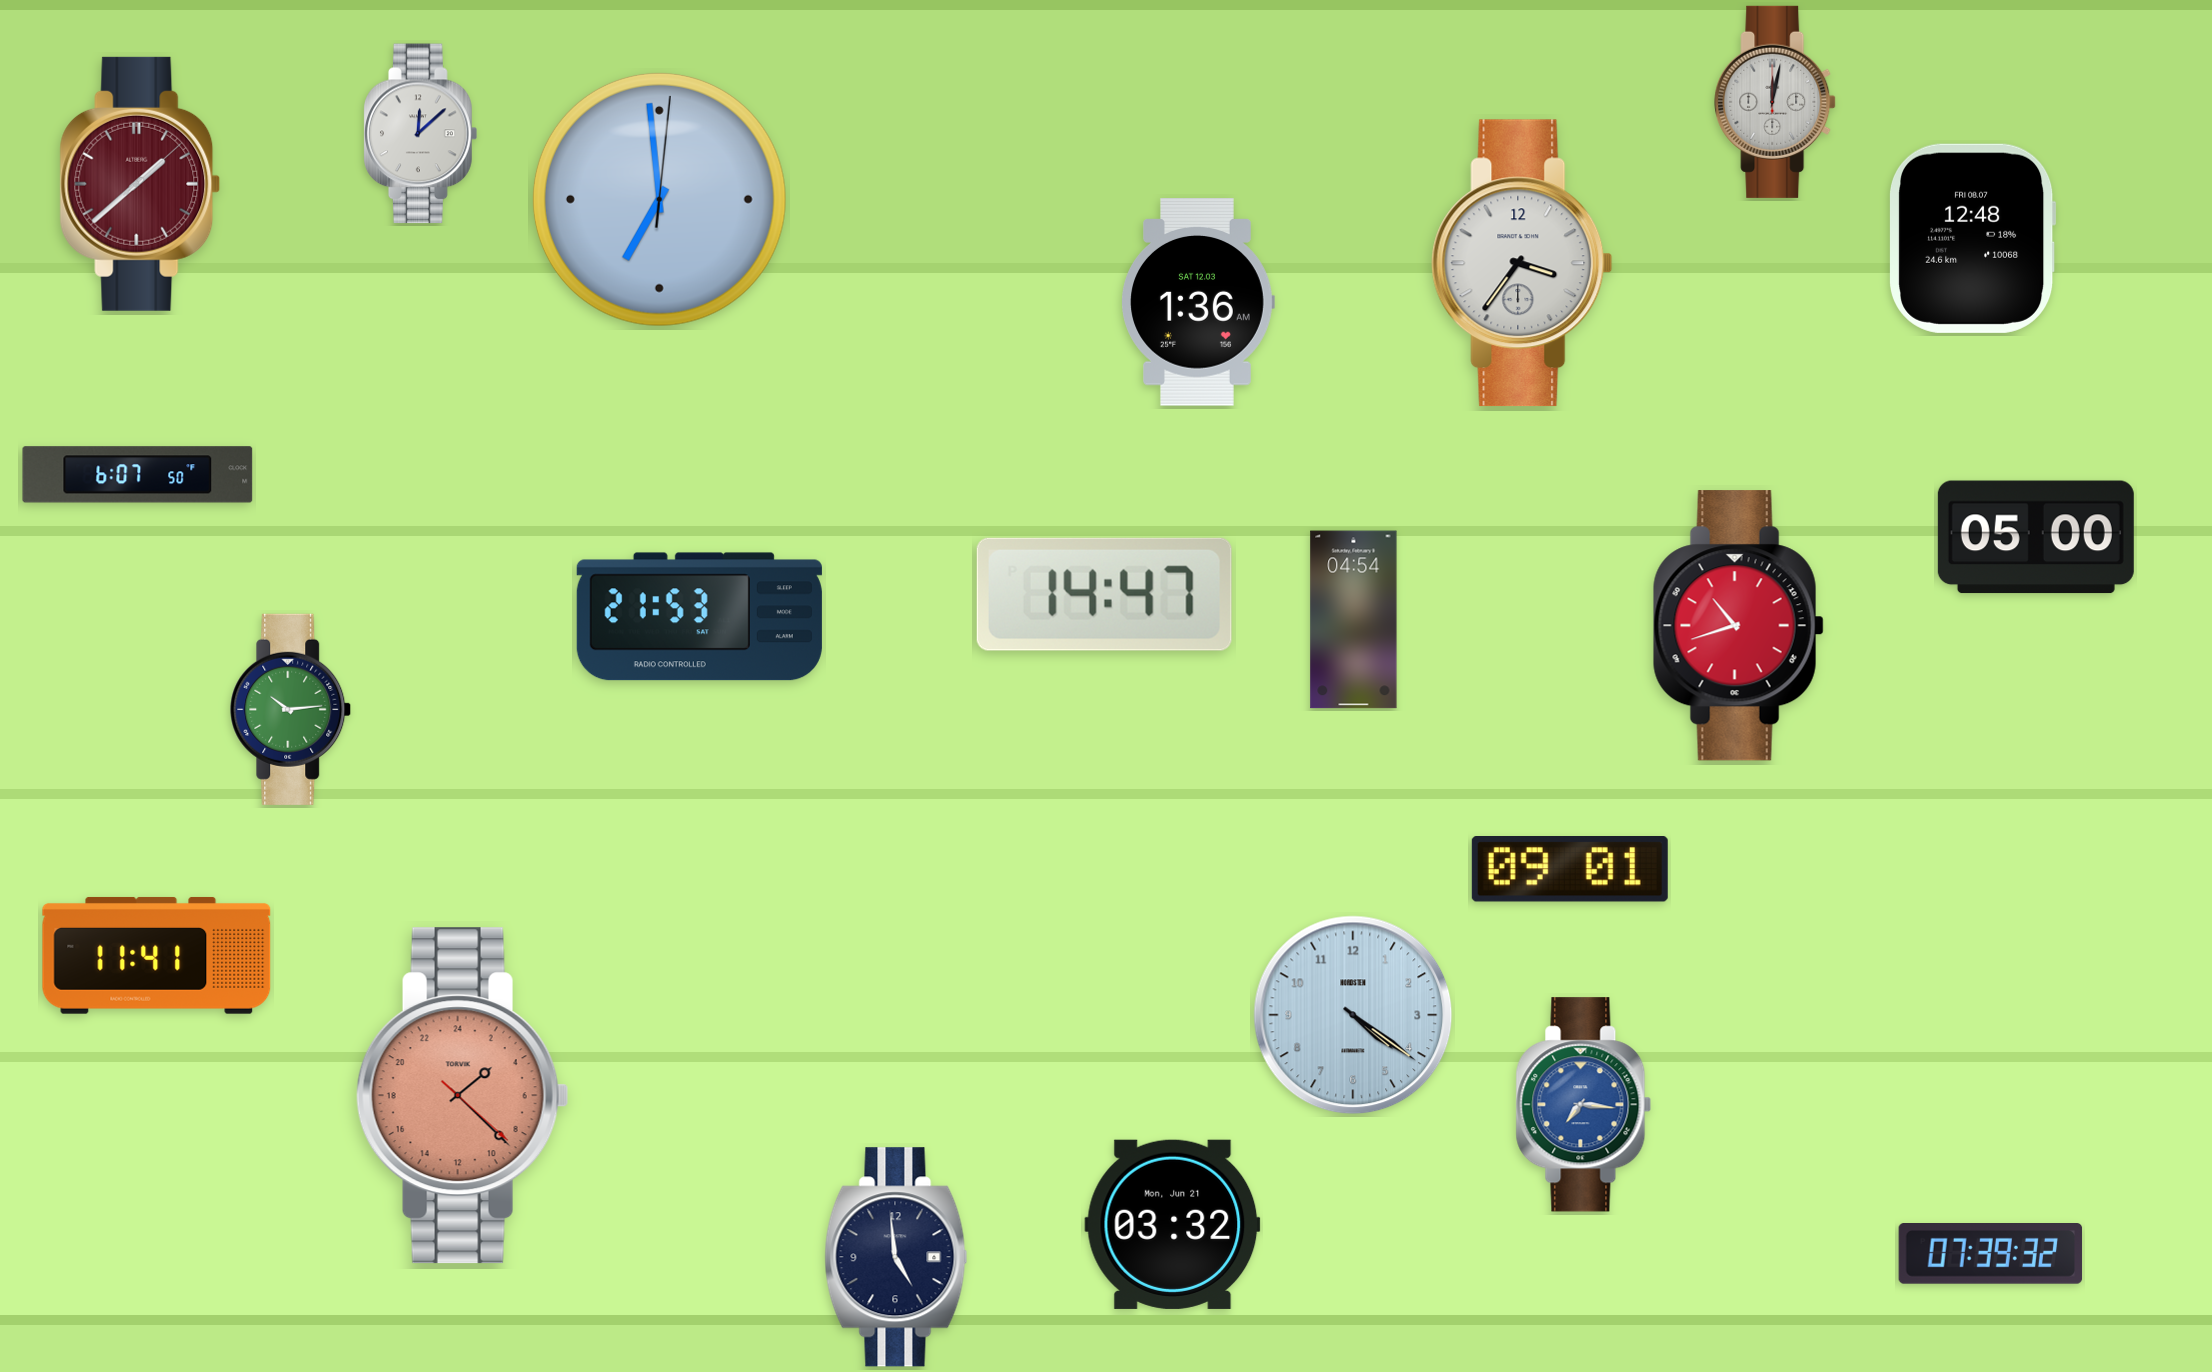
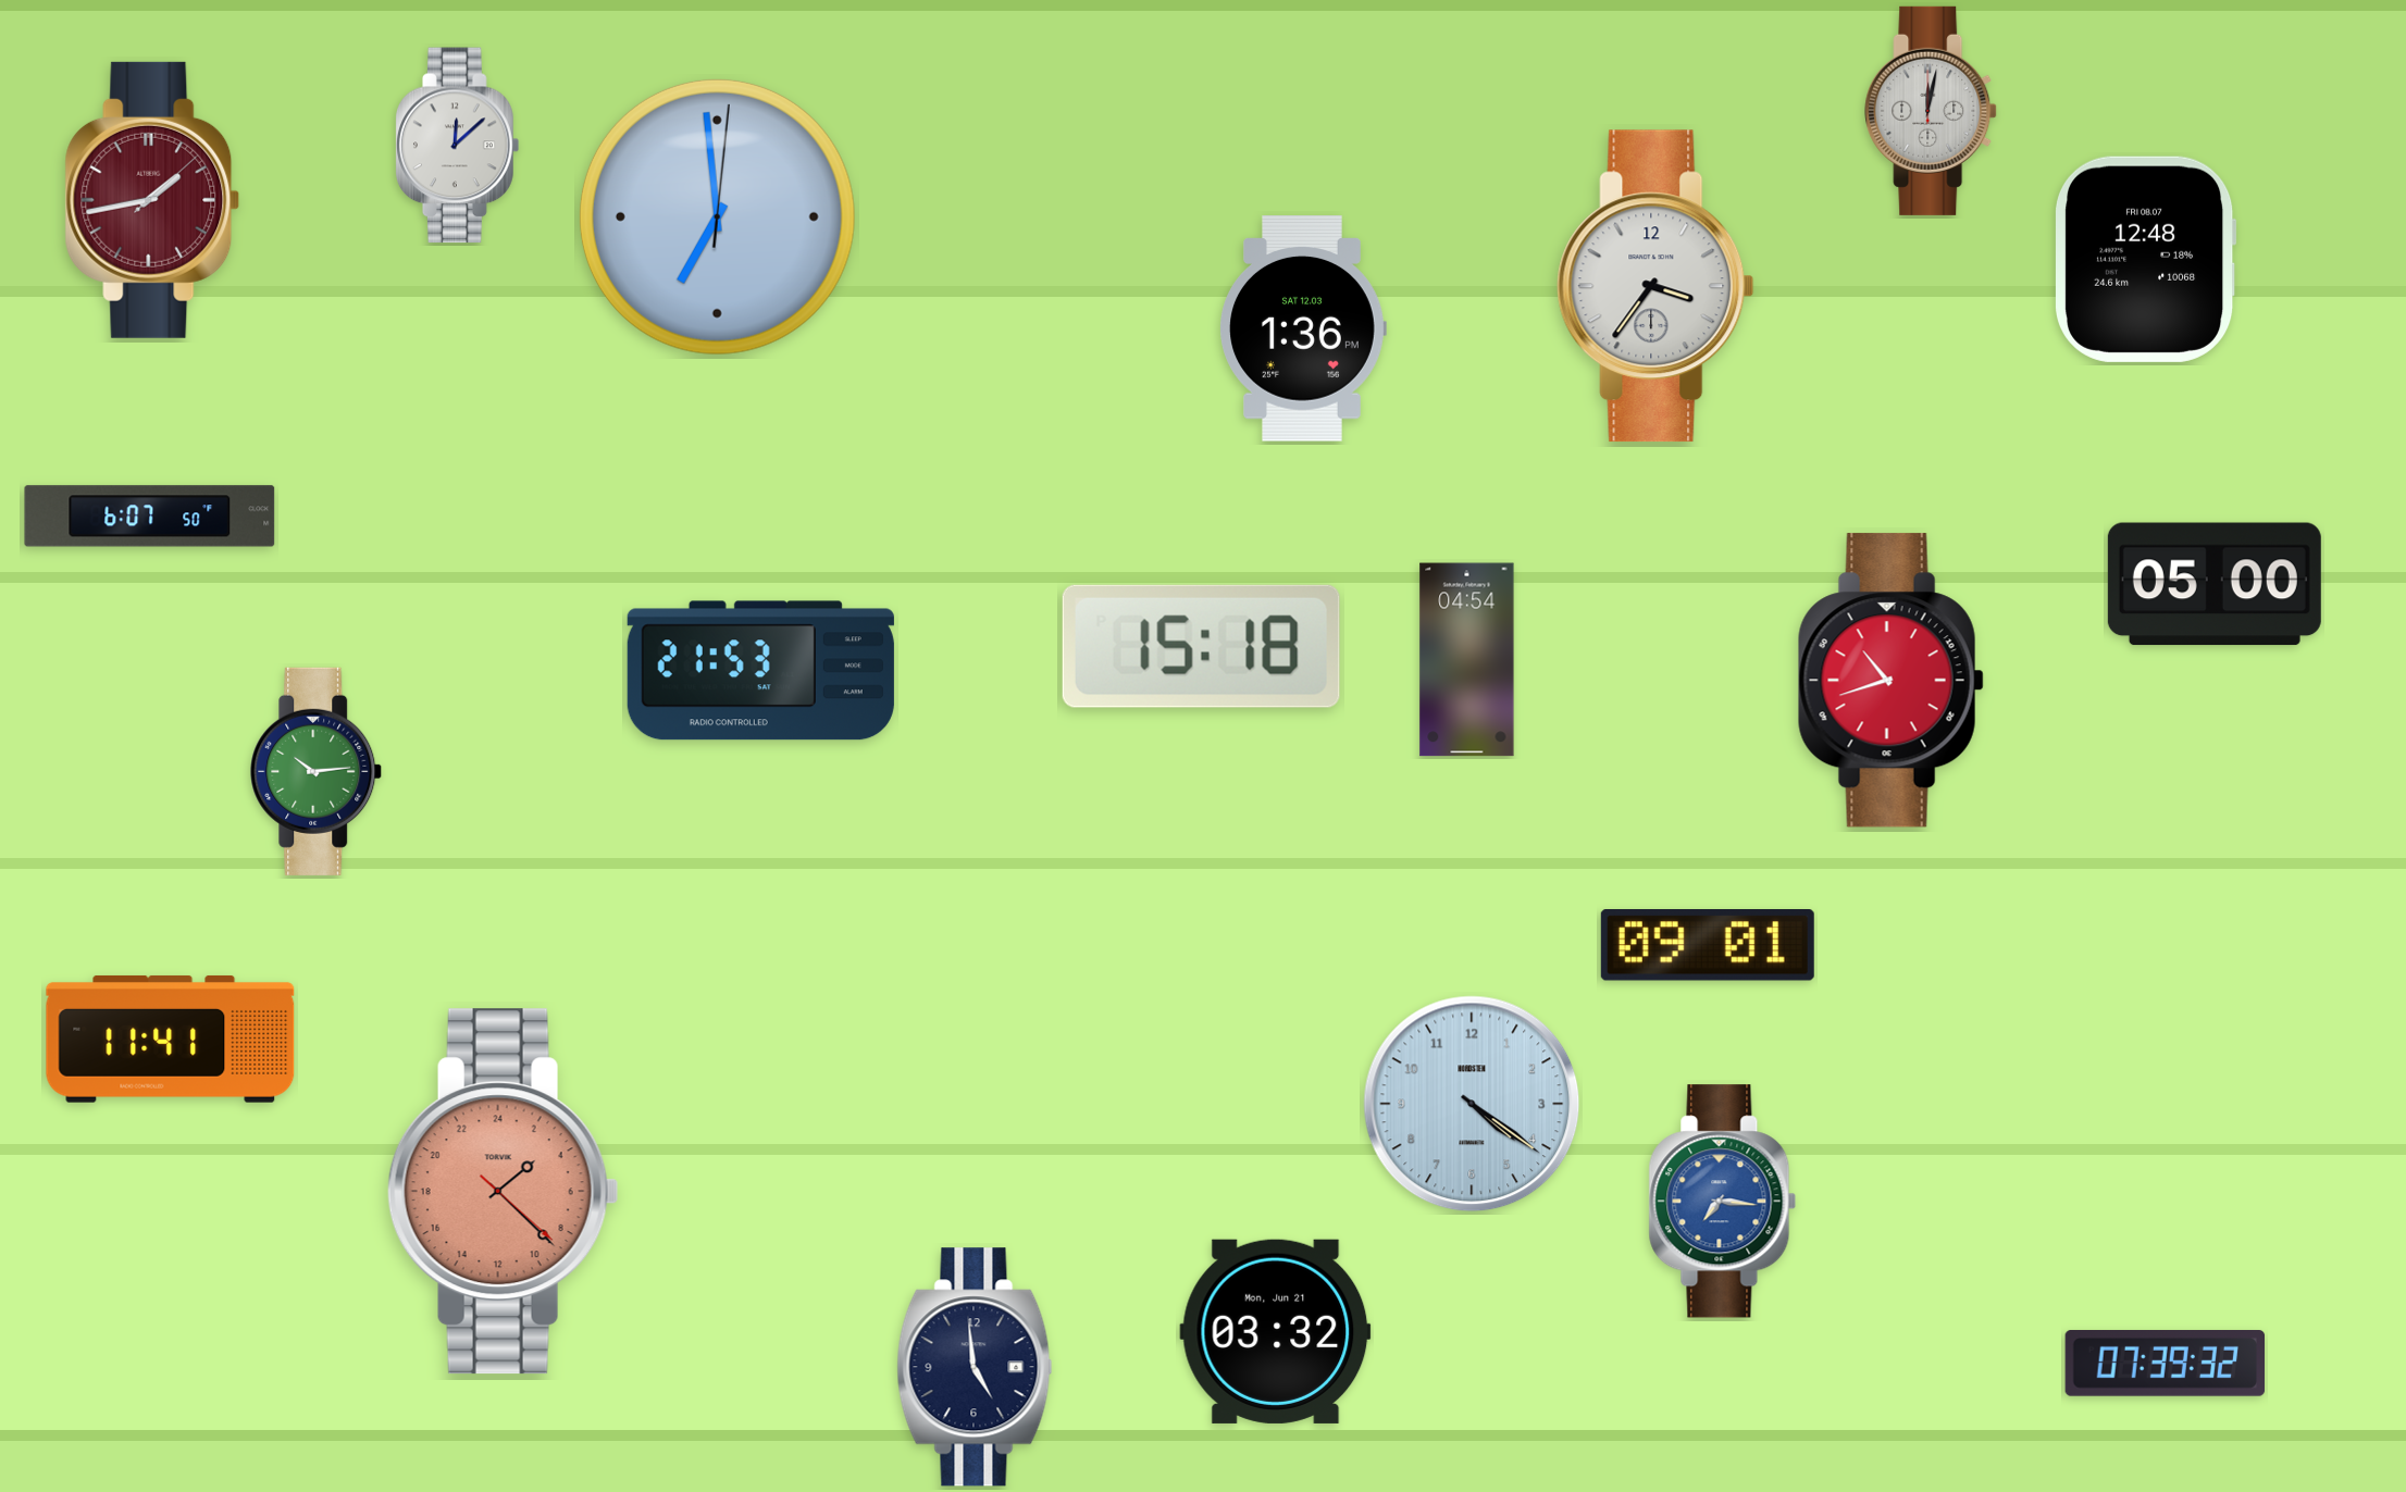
clock at (140, 184): 1:38 -> 1:43
clock at (1198, 302): 1:36 AM -> 1:36 PM
clock at (1104, 594): 14:47 -> 15:18
clock at (1354, 620) position: (1354, 620) -> (1467, 660)
